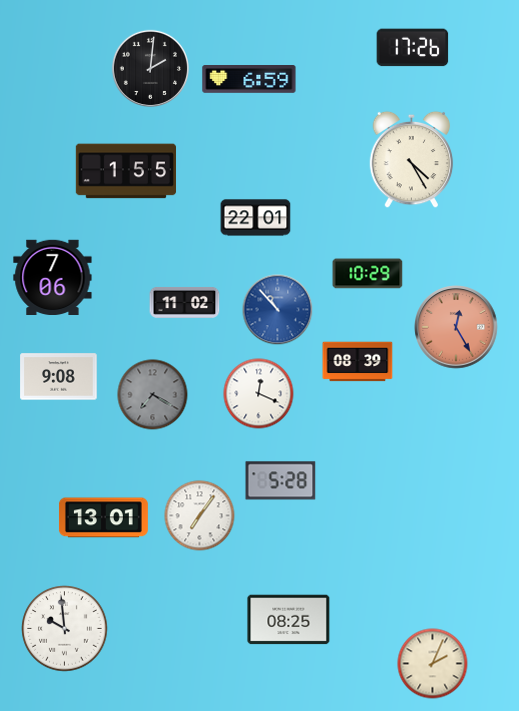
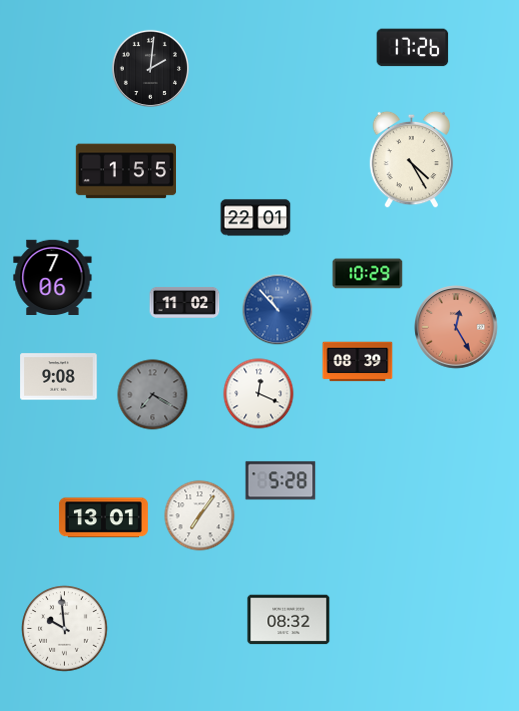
clock at (249, 80): 6:59 -> none
clock at (289, 620): 08:25 -> 08:32
clock at (433, 664): 2:04 -> none
